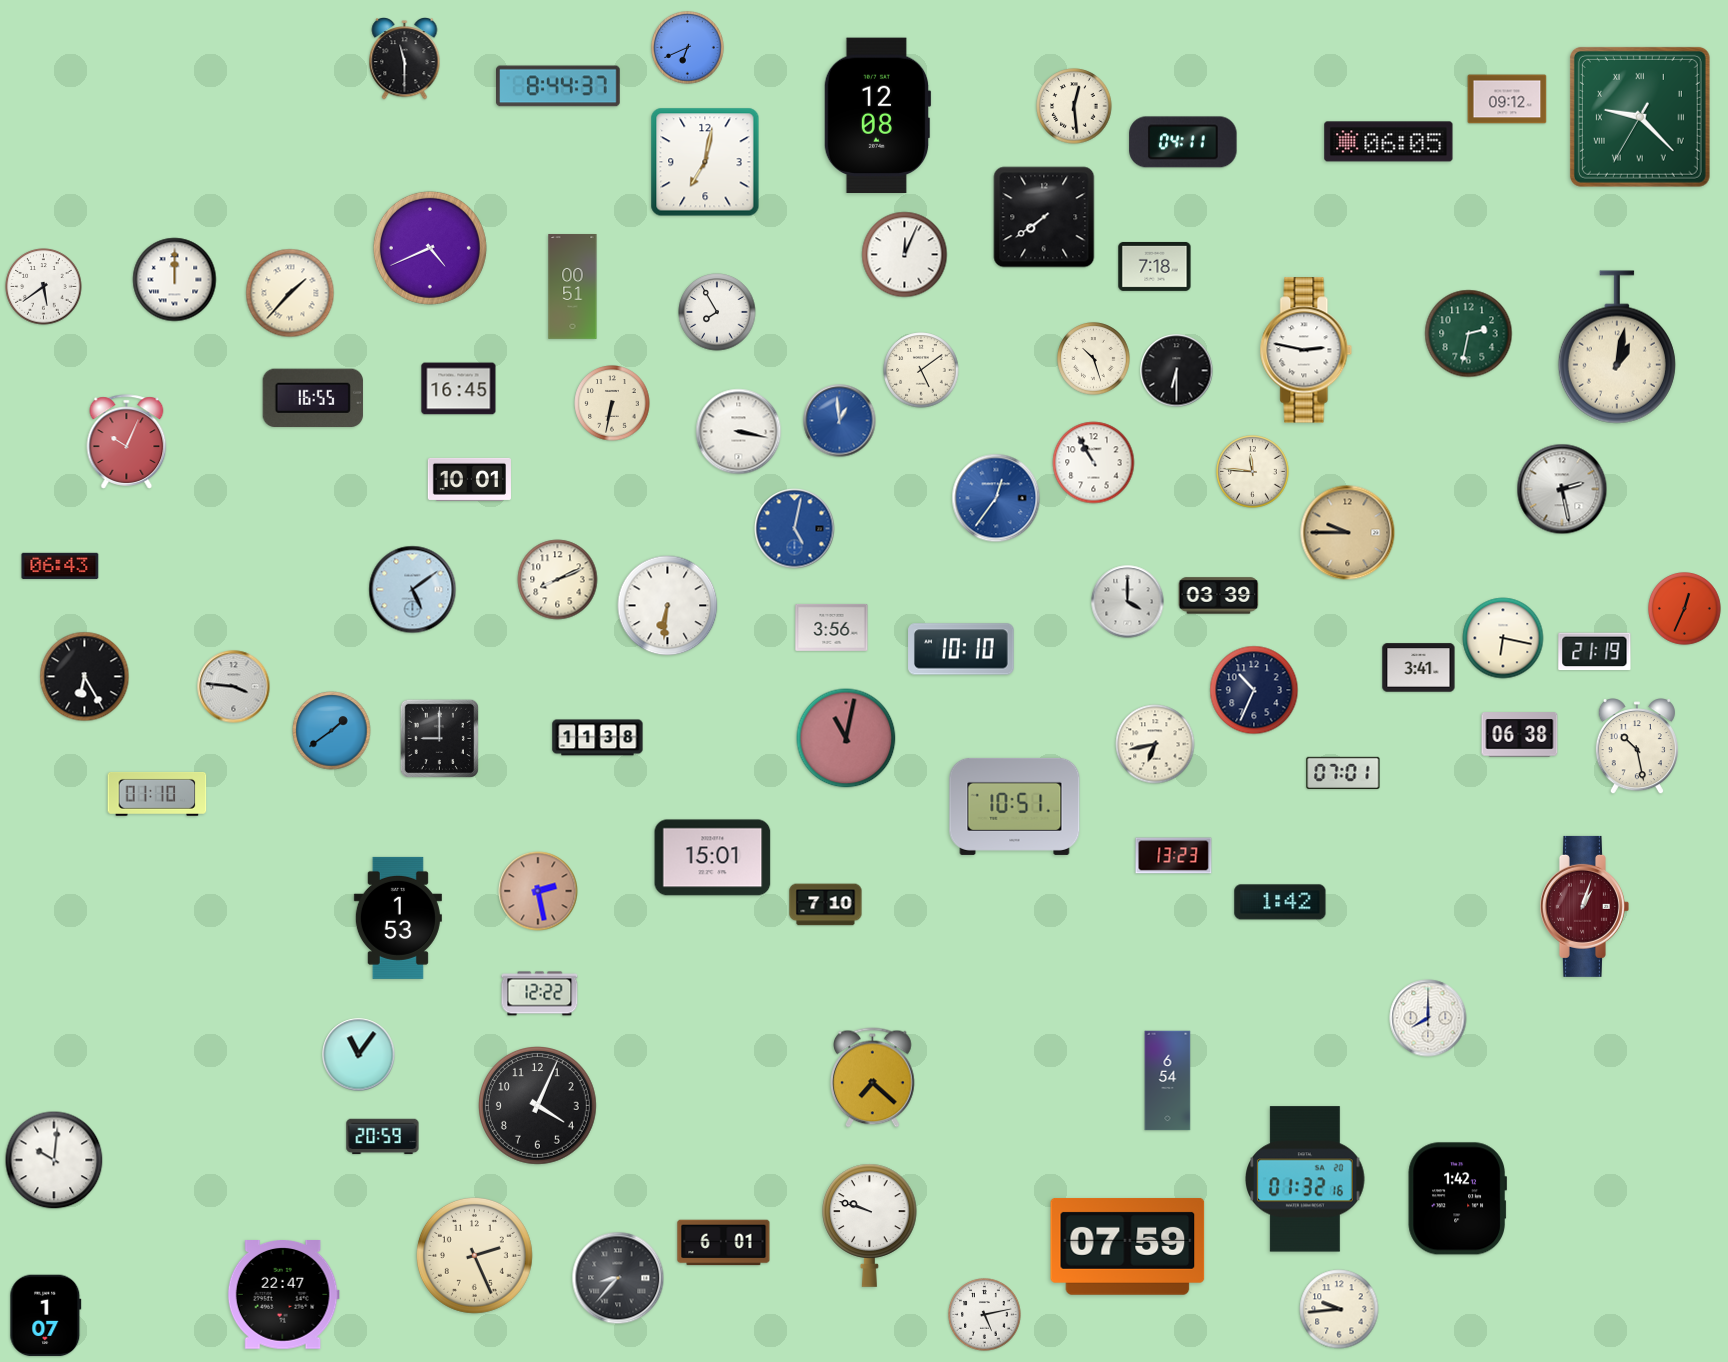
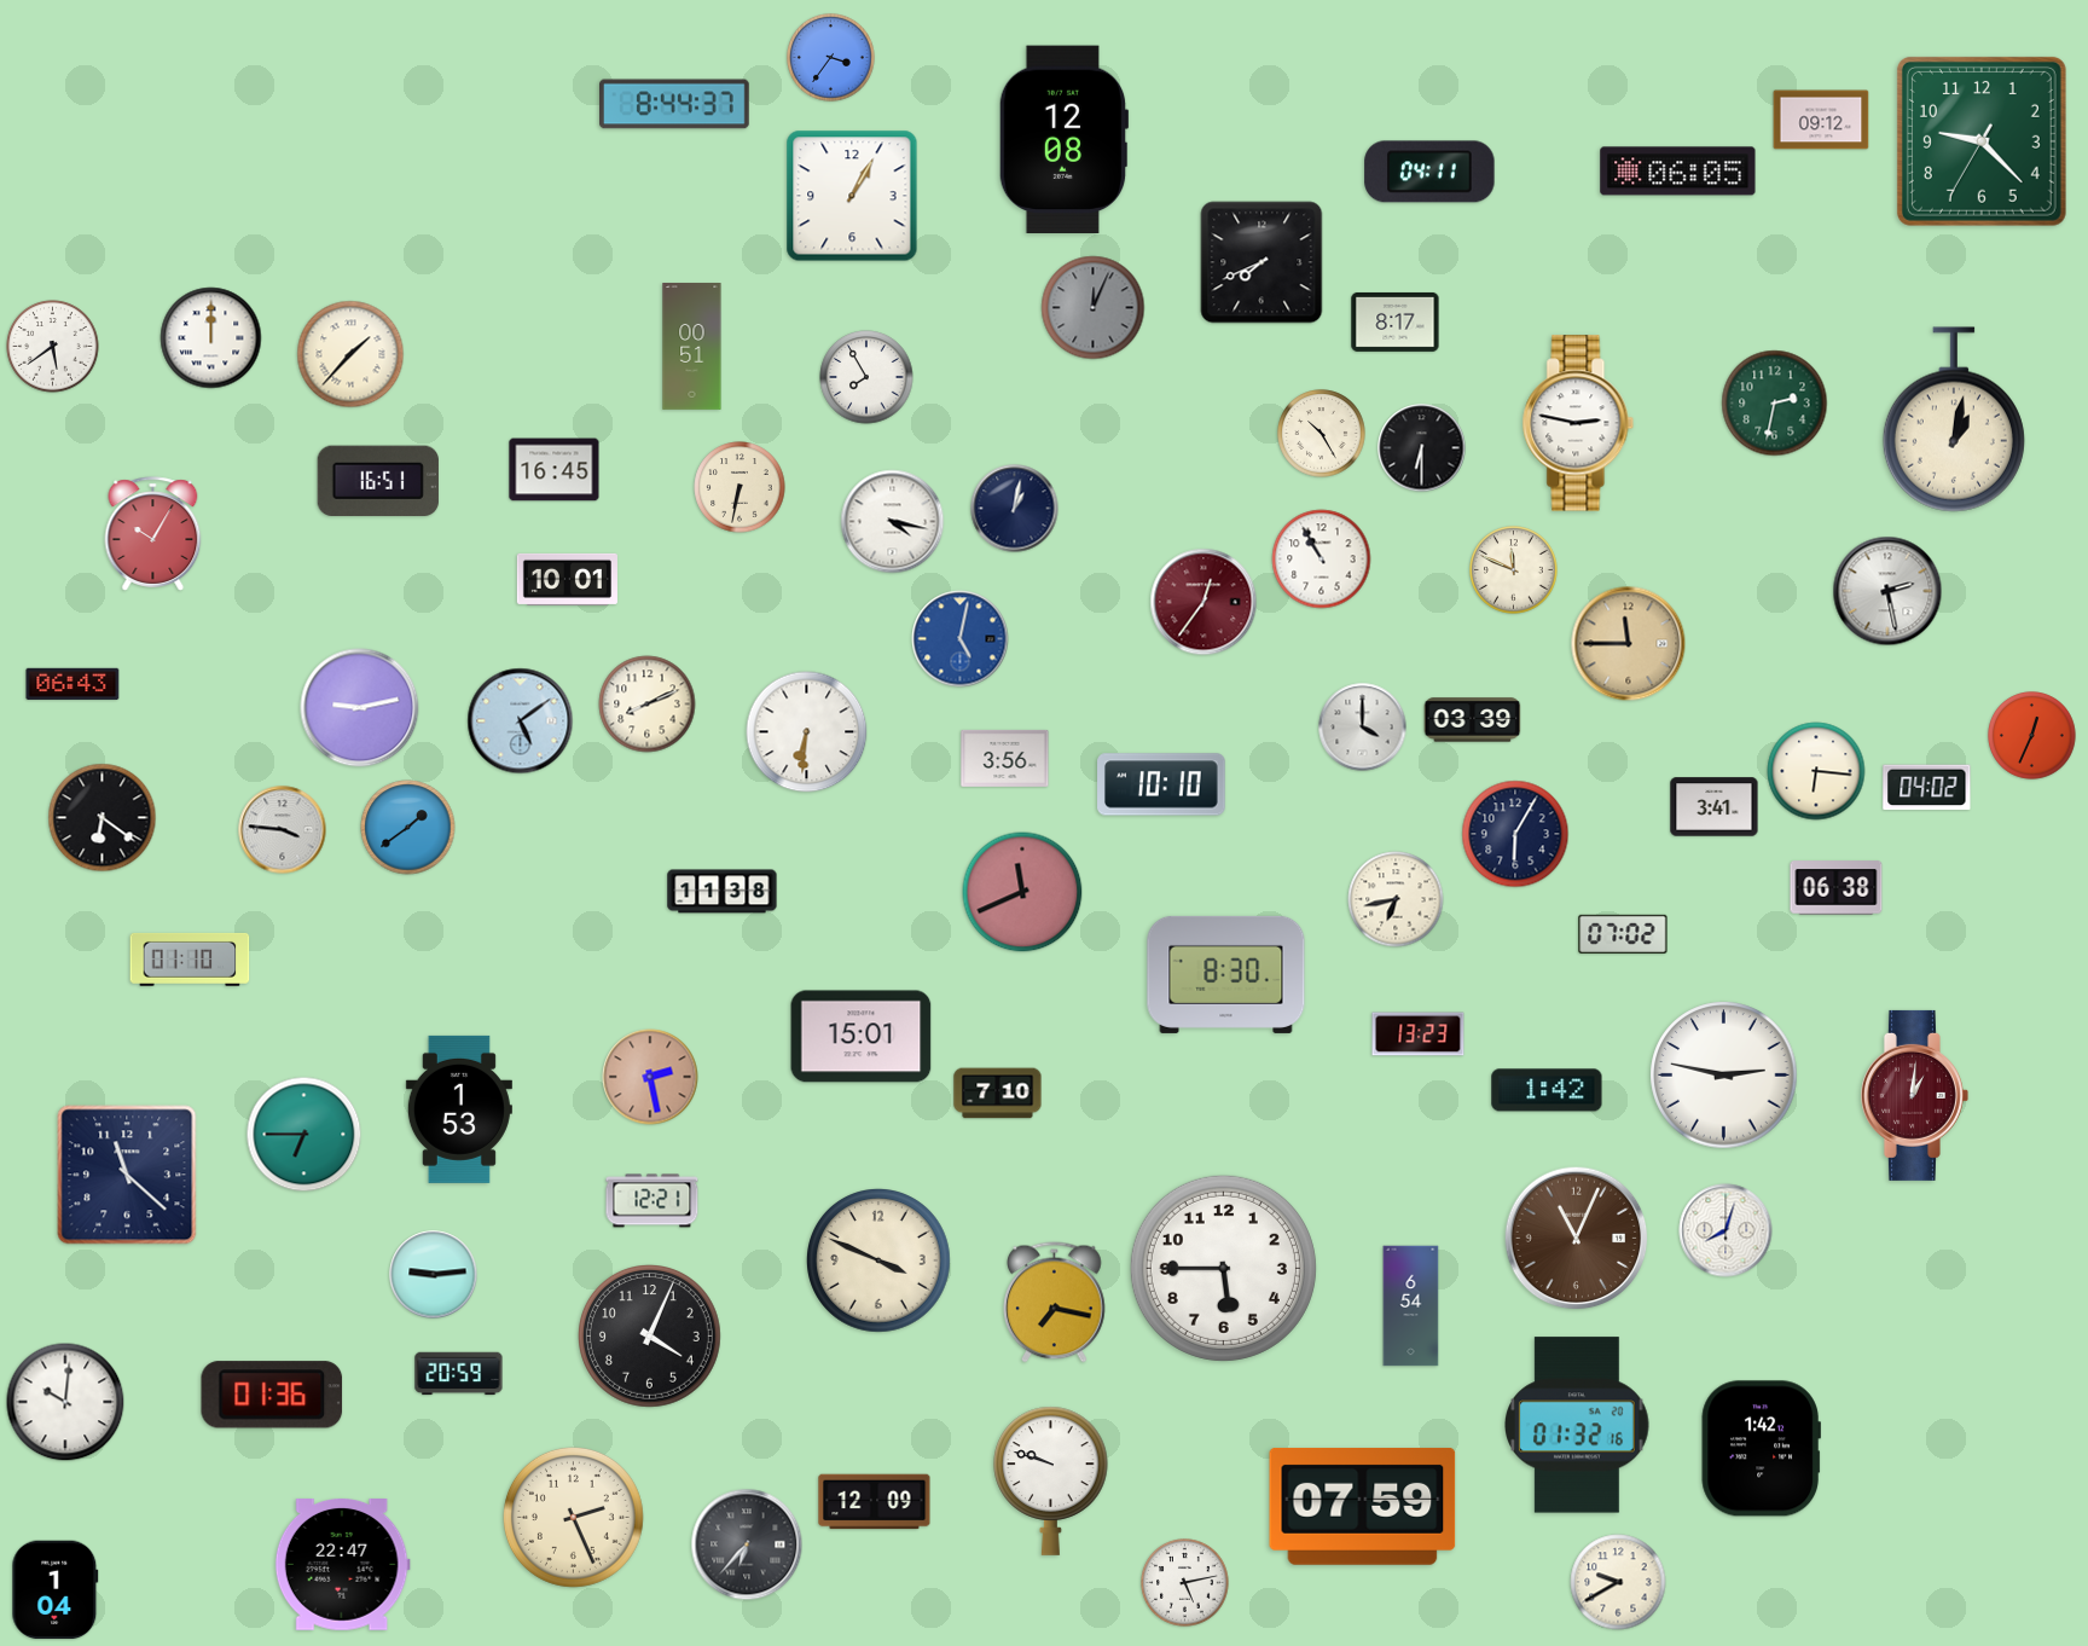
clock at (688, 48): 6:41 -> 3:36
clock at (405, 59): 11:30 -> none
clock at (1074, 106): 12:29 -> none
clock at (877, 115) position: (877, 115) -> (1063, 139)
clock at (1640, 117) numerals: Roman -> Arabic
clock at (705, 162): 7:02 -> 1:05
clock at (1044, 217): 7:39 -> 7:41
clock at (430, 248): 4:41 -> none
clock at (905, 255) dial: white -> grey
clock at (1155, 266): 7:18 -> 8:17
clock at (1094, 359): 10:27 -> 10:25
clock at (921, 370): 5:09 -> none
clock at (313, 398): 16:55 -> 16:51
clock at (840, 421): 12:59 -> 1:02
clock at (840, 421) dial: blue -> navy
clock at (739, 432): 3:17 -> 4:17
clock at (127, 442): 10:04 -> 10:05
clock at (1253, 472): 11:46 -> 11:49
clock at (996, 498) dial: blue -> burgundy
clock at (1348, 533): 9:45 -> 11:45
clock at (558, 580) position: (558, 580) -> (648, 705)
clock at (360, 708): none -> 9:13
clock at (413, 590) position: (413, 590) -> (521, 721)
clock at (1685, 609) position: (1685, 609) -> (2032, 736)
clock at (1503, 638): 6:17 -> 6:16
clock at (1595, 652): 21:19 -> 04:02
clock at (85, 677): 6:25 -> 6:21
clock at (1254, 690): 10:34 -> 6:05
clock at (332, 731) position: (332, 731) -> (408, 828)
clock at (439, 738): 9:00 -> none
clock at (846, 738): 11:02 -> 11:41
clock at (1637, 747): 10:28 -> none
clock at (1343, 773): 07:01 -> 07:02
clock at (1015, 806): 10:51 -> 8:30
clock at (1724, 1076): none -> 2:47
clock at (1584, 906): 1:03 -> 1:01
clock at (398, 918) position: (398, 918) -> (459, 1109)
clock at (304, 1135): none -> 6:45
clock at (127, 1175): none -> 11:22
clock at (540, 994): 12:22 -> 12:21
clock at (1428, 1018): 8:00 -> 8:03
clock at (1577, 1239): none -> 11:04
clock at (880, 1262): none -> 3:49
clock at (1223, 1268): none -> 5:45
clock at (359, 1055): 11:06 -> 9:14
clock at (873, 1078): 7:22 -> 7:17
clock at (383, 1137) position: (383, 1137) -> (459, 1374)
clock at (272, 1395): none -> 01:36
clock at (724, 1243): 6:01 -> 12:09
clock at (618, 1278): 8:37 -> 6:37
clock at (1339, 1309): 9:44 -> 9:40
clock at (985, 1315) position: (985, 1315) -> (1185, 1583)
clock at (46, 1316): 1:07 -> 1:04
